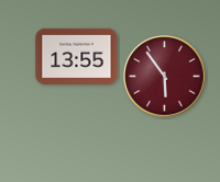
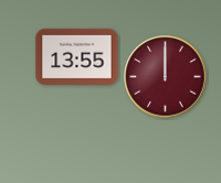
clock at (165, 77): 5:54 -> 12:00
